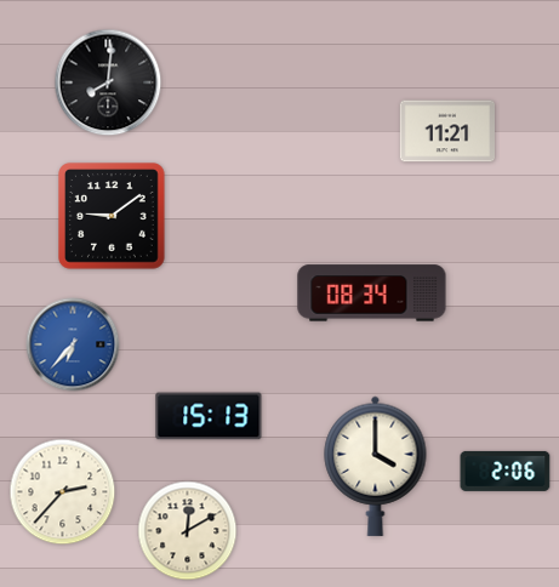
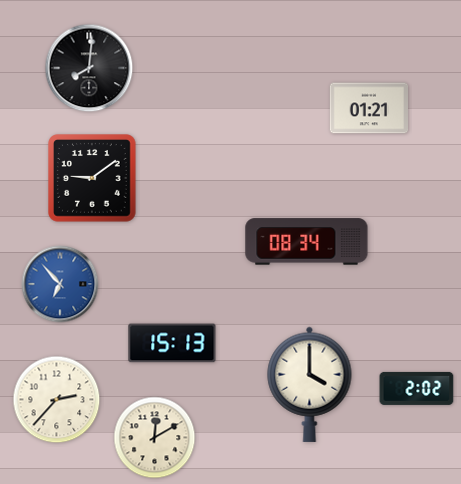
clock at (446, 131): 11:21 -> 01:21
clock at (73, 344): 6:37 -> 6:53
clock at (506, 471): 2:06 -> 2:02
clock at (63, 492) position: (63, 492) -> (57, 400)
